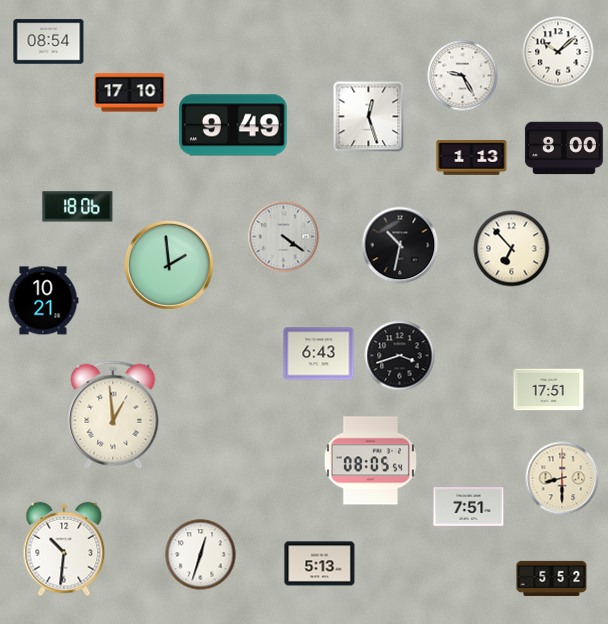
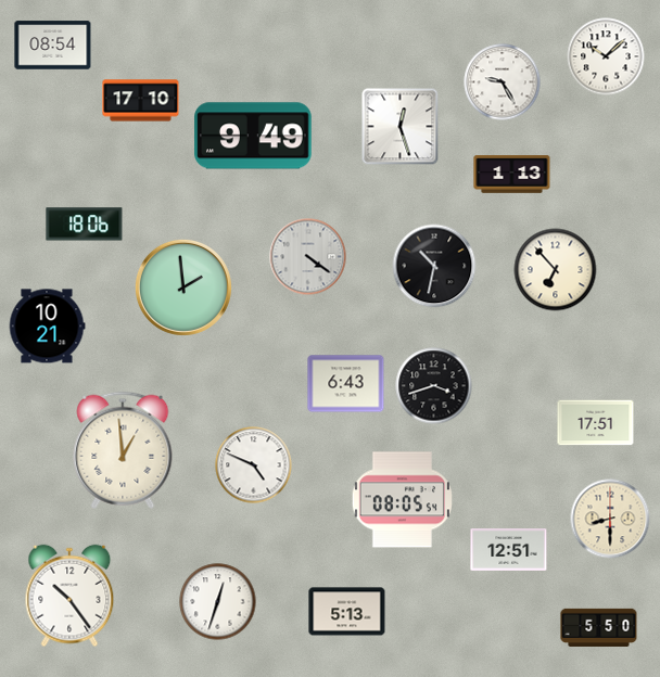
clock at (564, 148): 8:00 -> none
clock at (472, 158) position: (472, 158) -> (512, 175)
clock at (254, 465): none -> 4:49
clock at (469, 507): 7:51 -> 12:51
clock at (64, 549): 10:31 -> 10:24
clock at (552, 578): 5:52 -> 5:50
